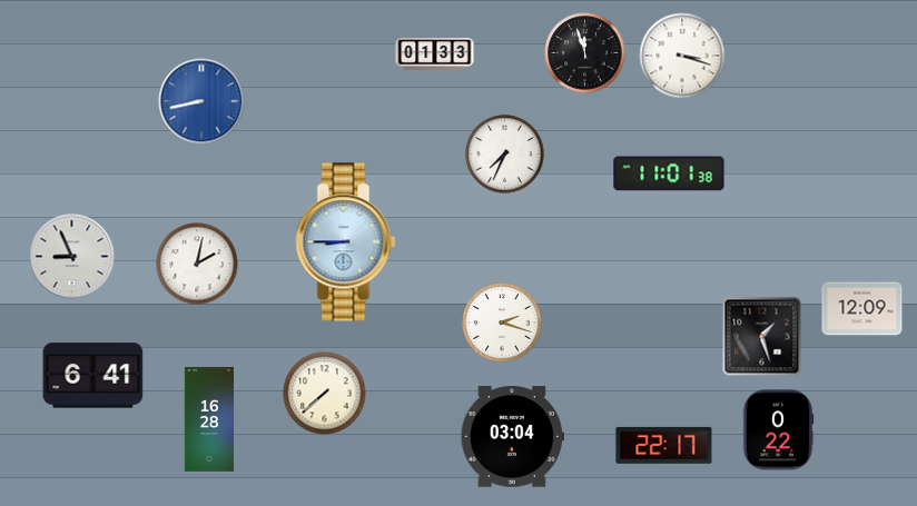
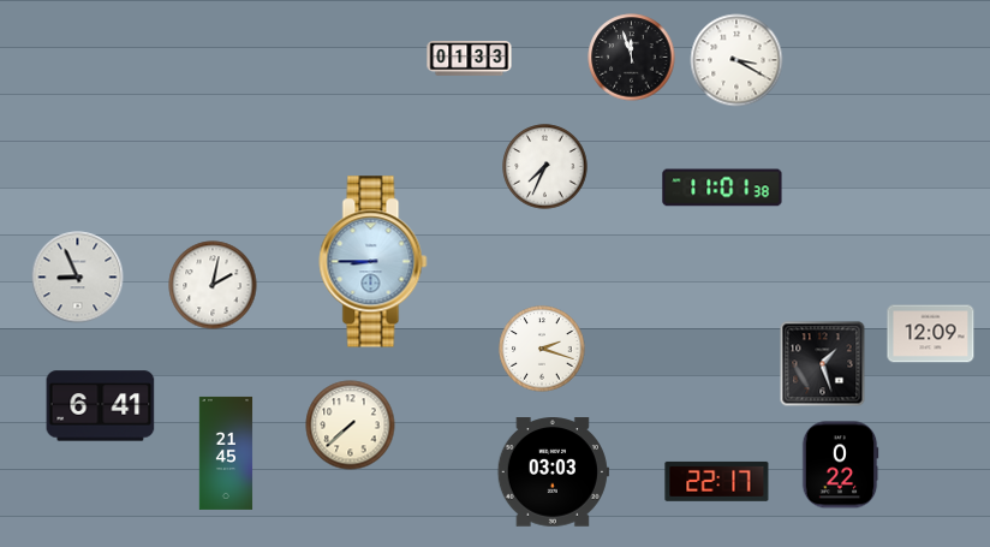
clock at (682, 56): 3:18 -> 3:20
clock at (201, 101): 8:43 -> none
clock at (209, 419): 16:28 -> 21:45
clock at (512, 437): 03:04 -> 03:03
